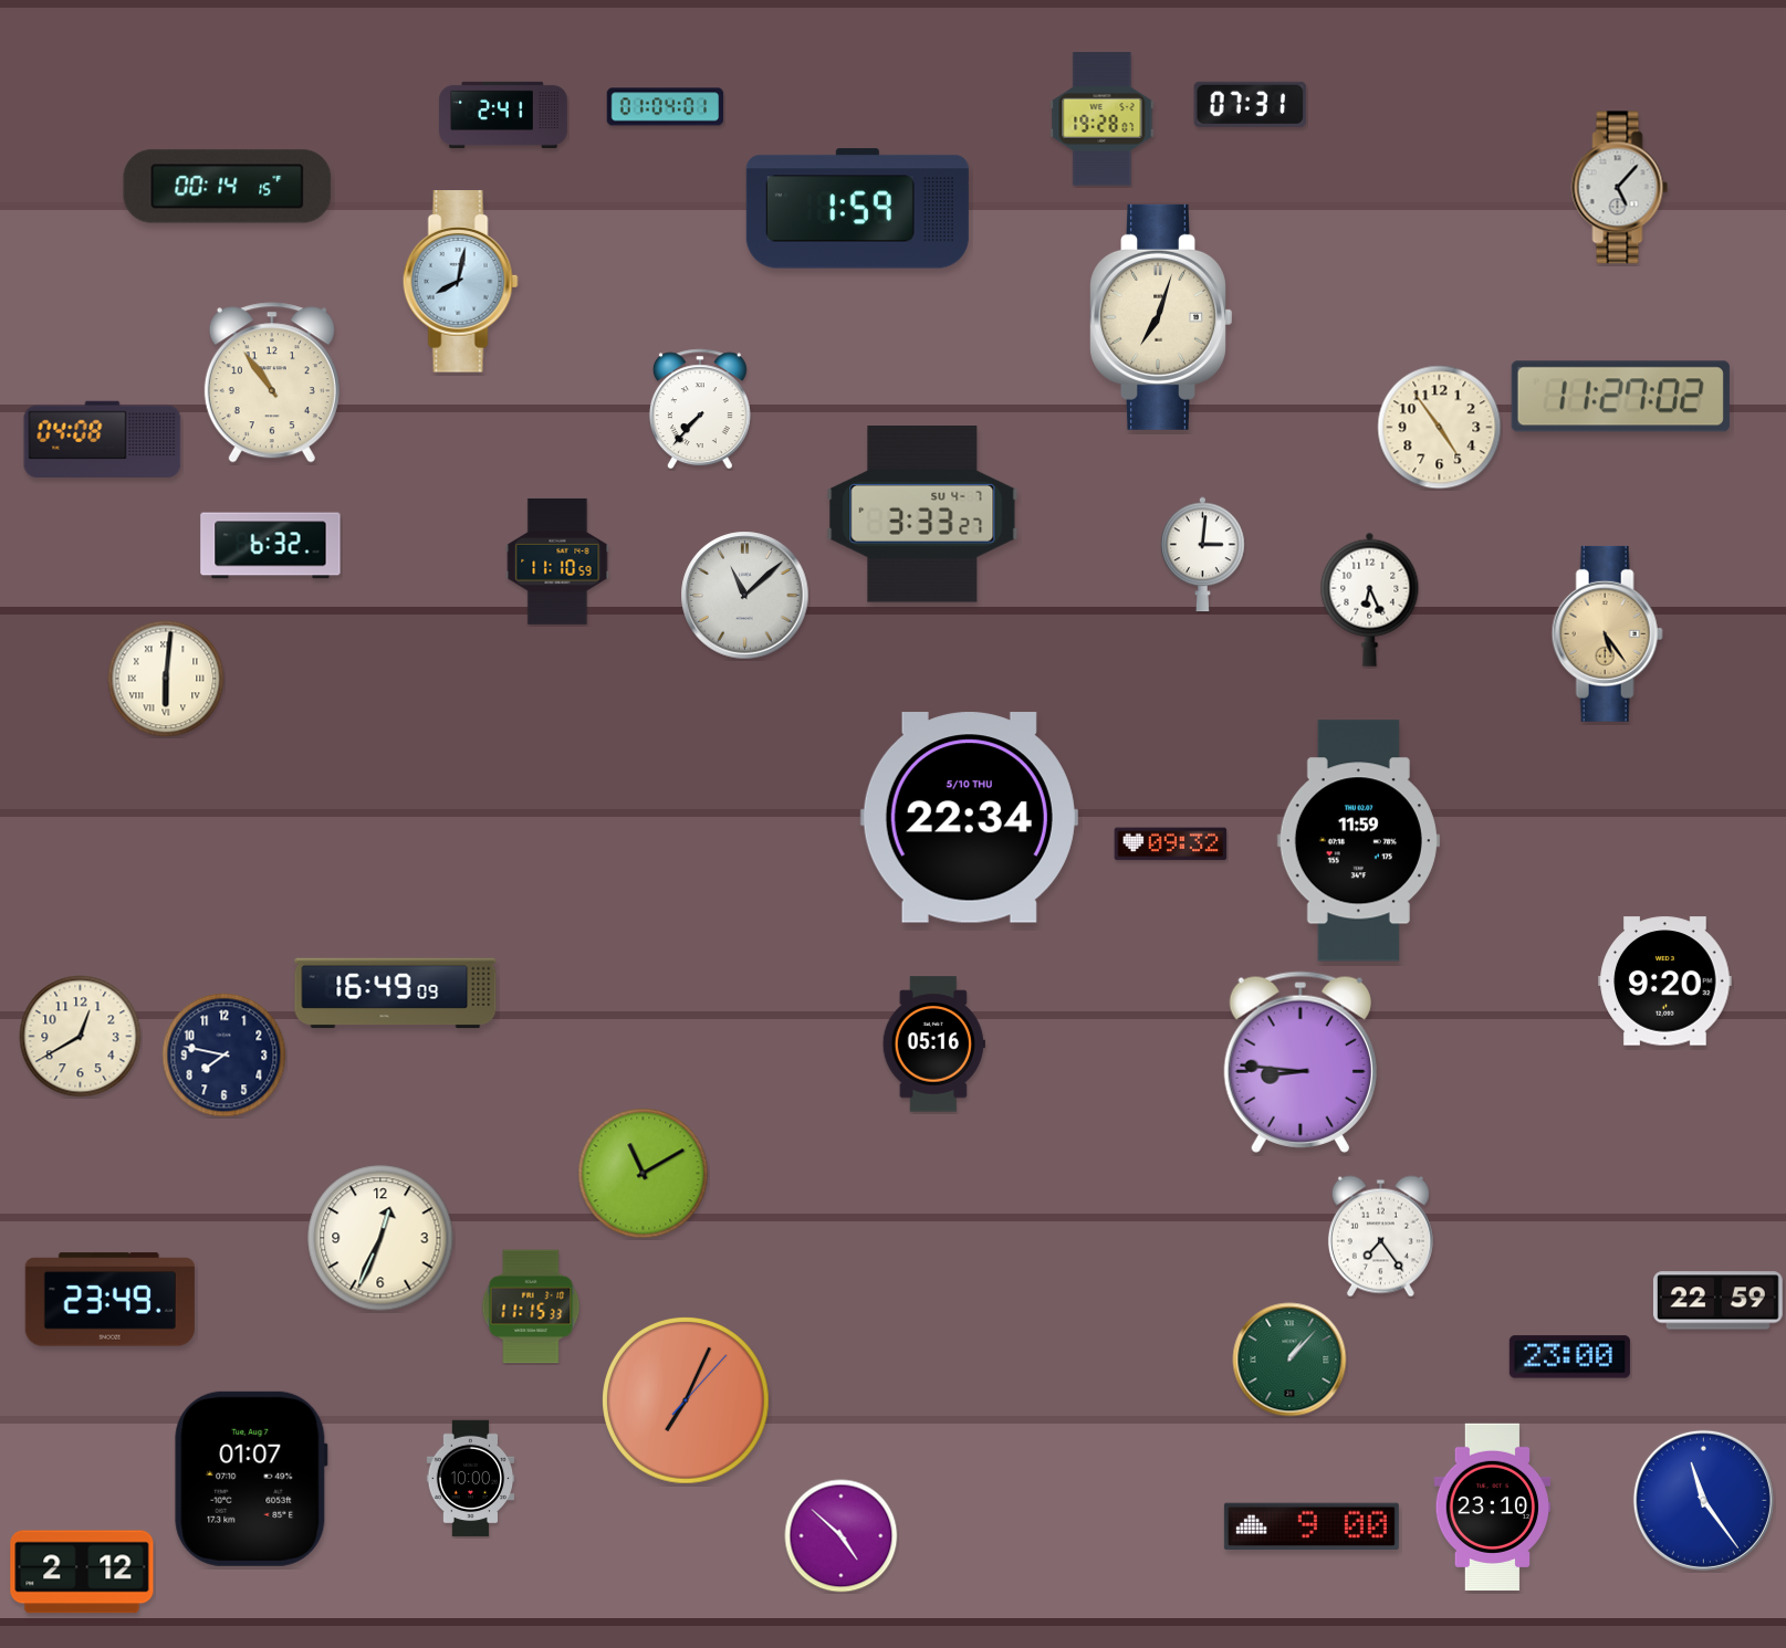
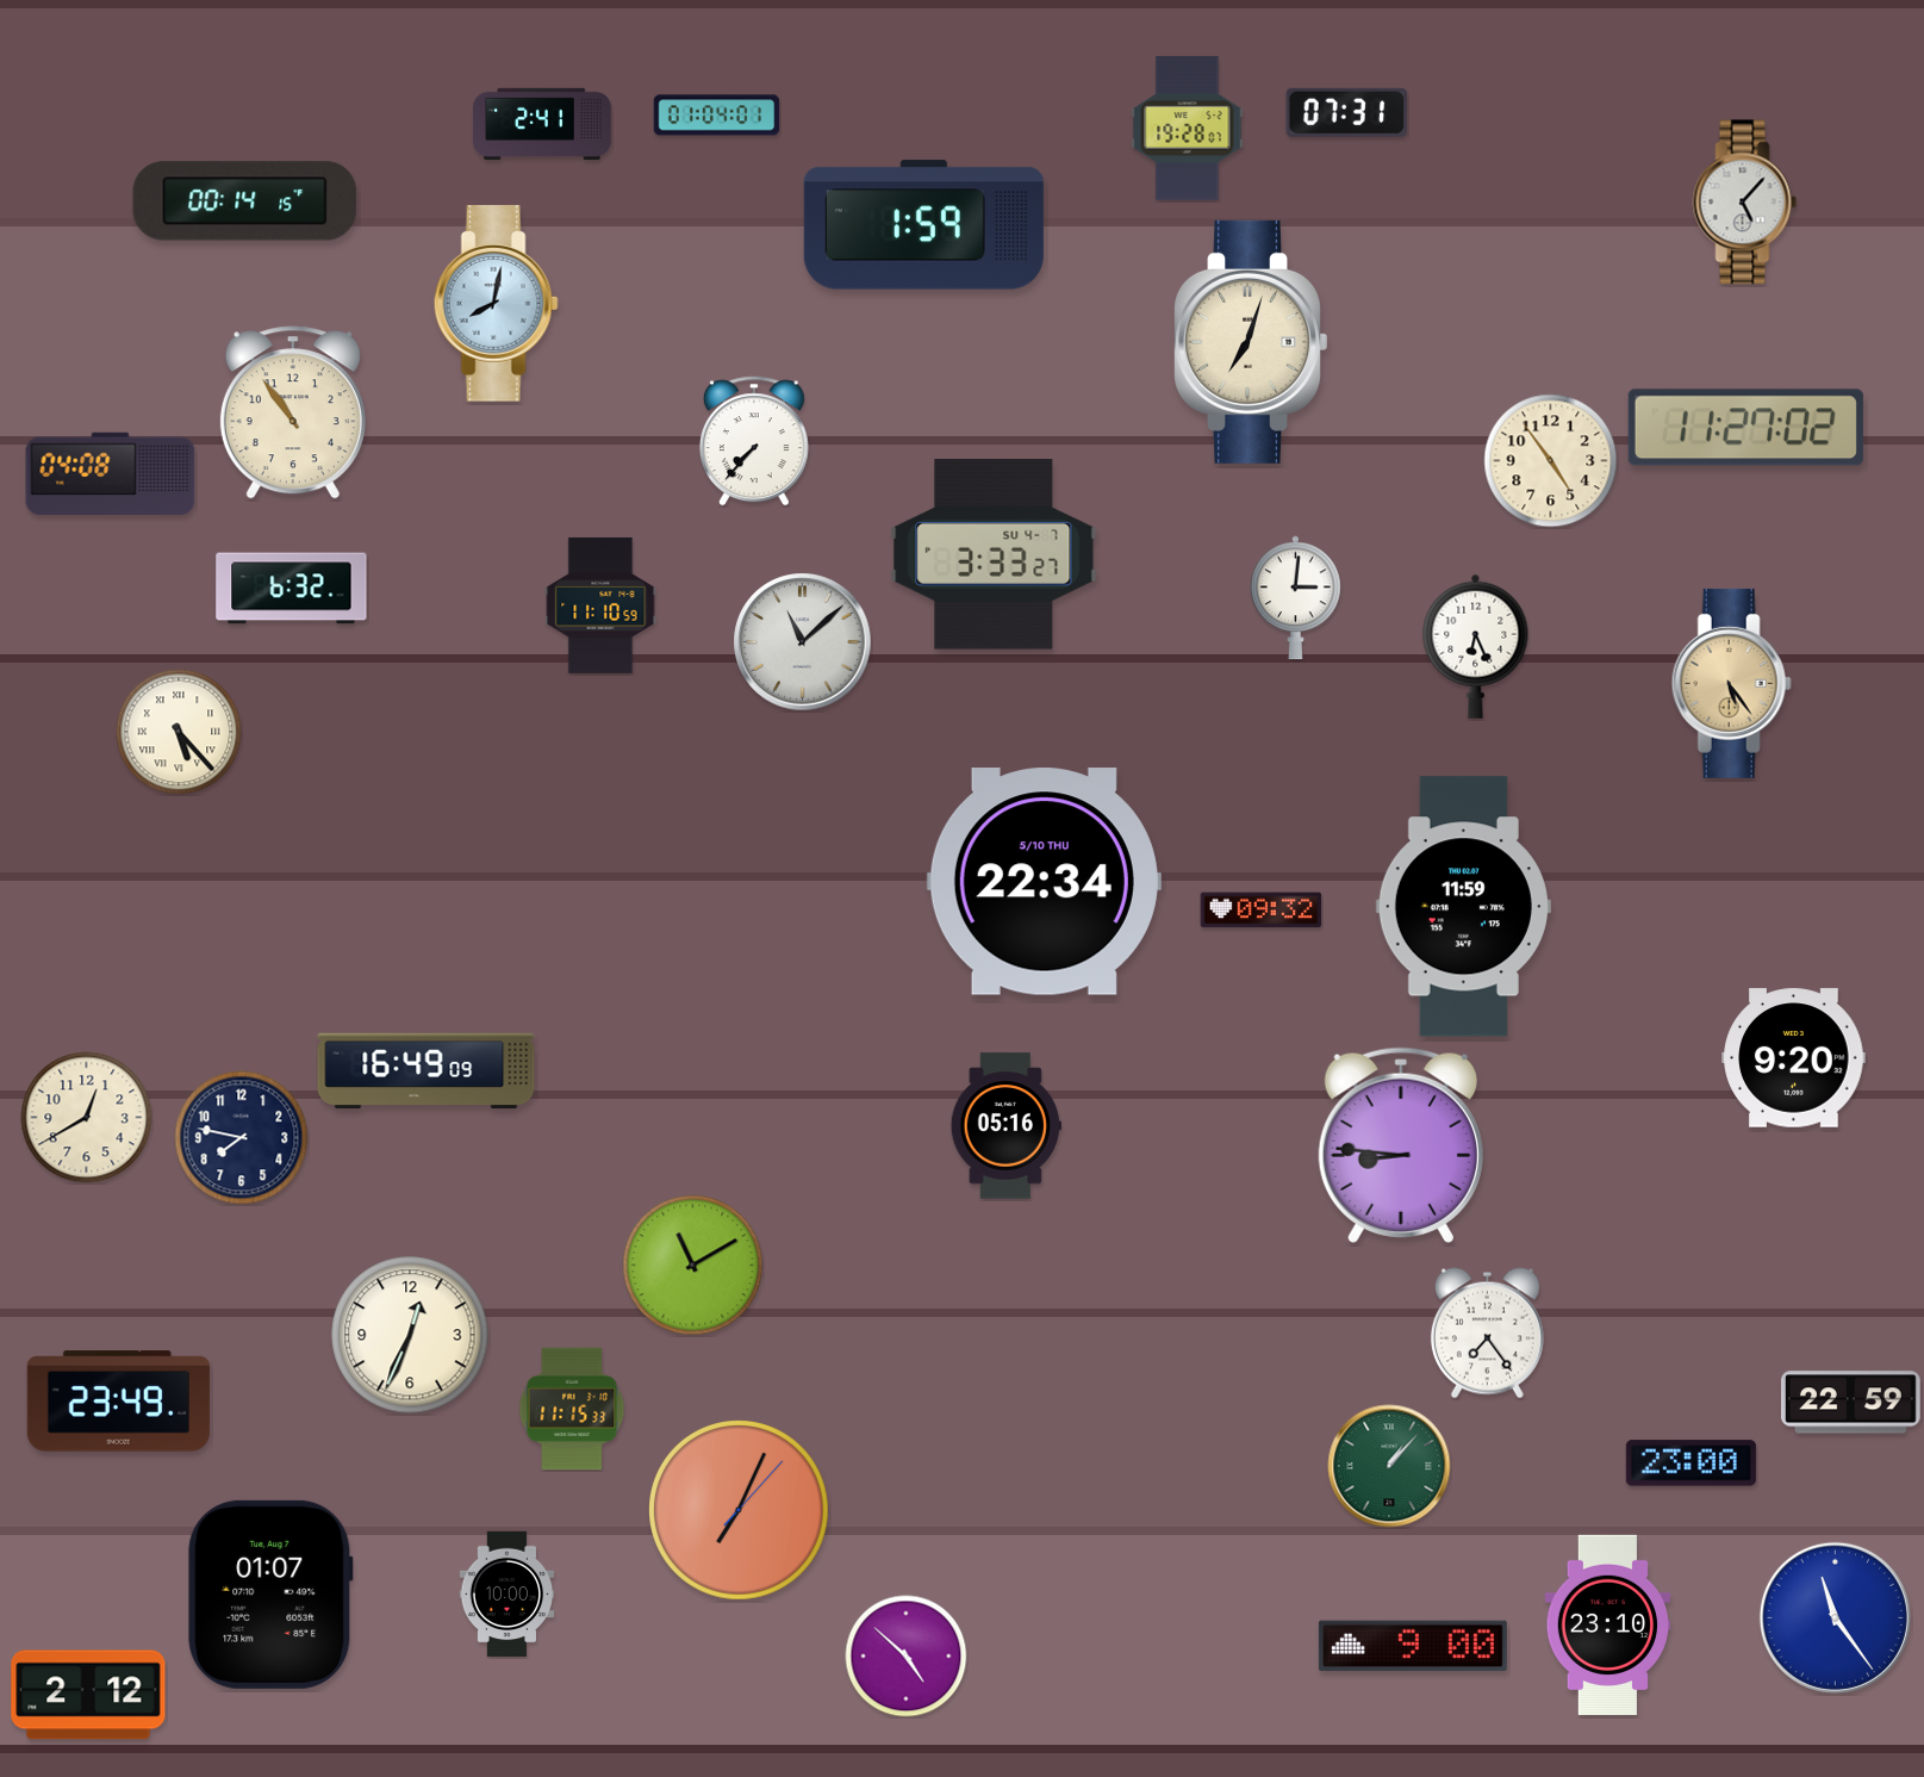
clock at (166, 679): 6:01 -> 5:23
